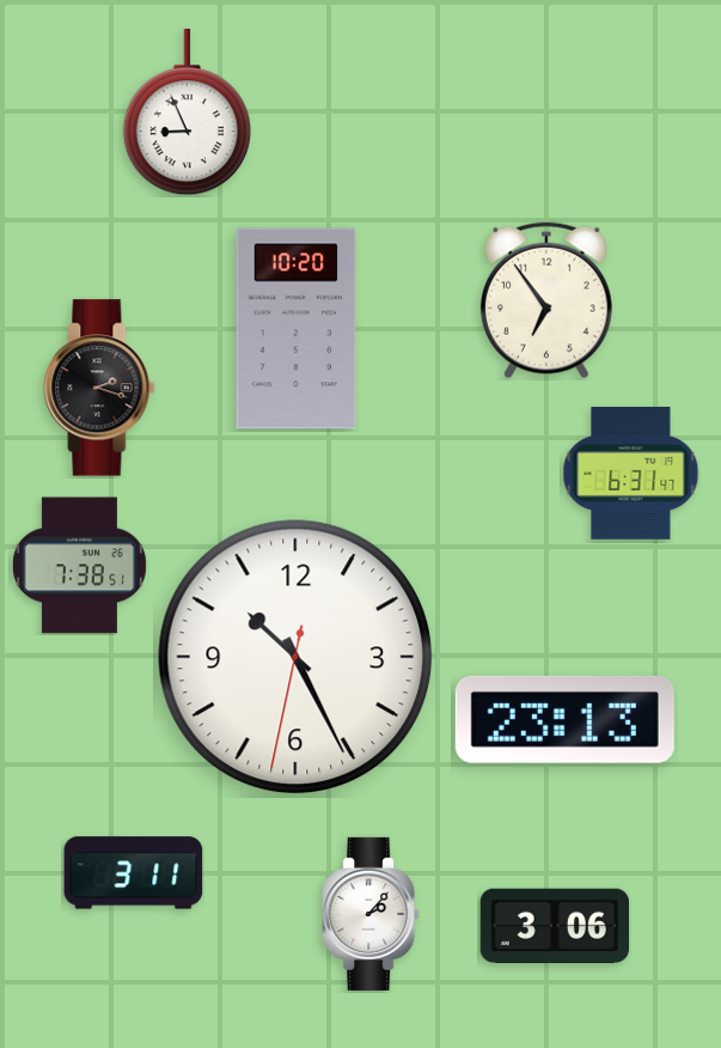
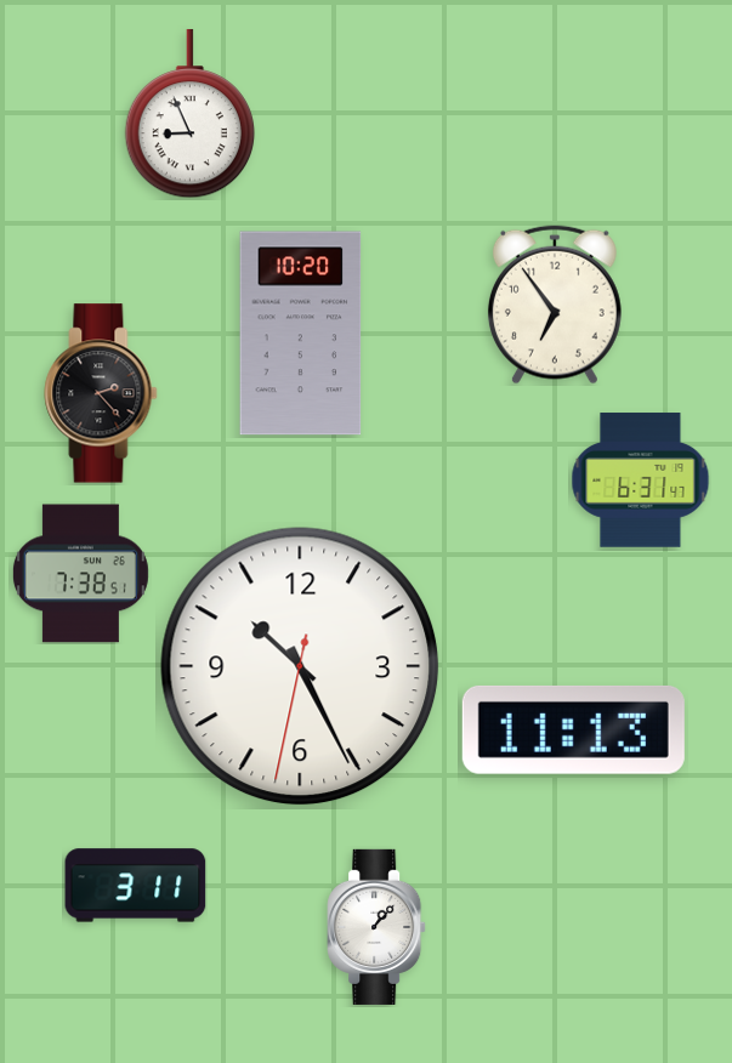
clock at (99, 388): 2:18 -> 2:23
clock at (564, 719): 23:13 -> 11:13
clock at (371, 914): 2:07 -> 1:07
clock at (554, 925): 3:06 -> none
